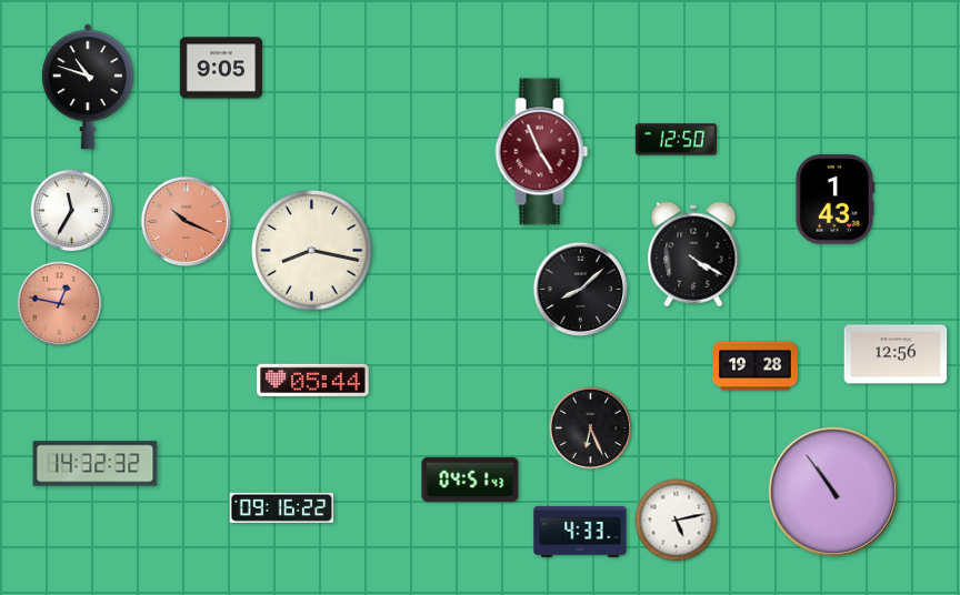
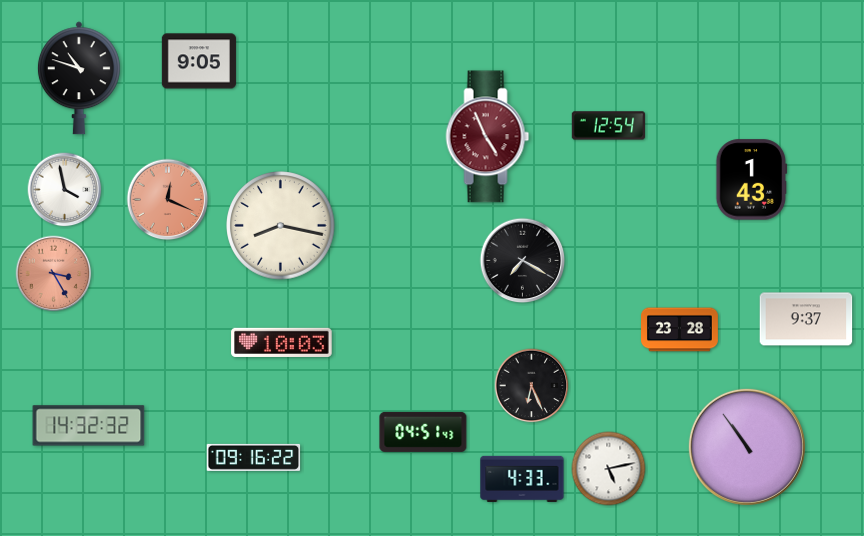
clock at (677, 140): 12:50 -> 12:54
clock at (72, 211): 11:35 -> 3:58
clock at (187, 222): 10:19 -> 12:19
clock at (693, 254): 4:20 -> none
clock at (581, 290): 8:08 -> 7:20
clock at (60, 304): 12:47 -> 3:25
clock at (896, 354): 12:56 -> 9:37
clock at (756, 366): 19:28 -> 23:28
clock at (313, 380): 05:44 -> 10:03
clock at (96, 464) position: (96, 464) -> (89, 426)
clock at (833, 492) position: (833, 492) -> (747, 447)
